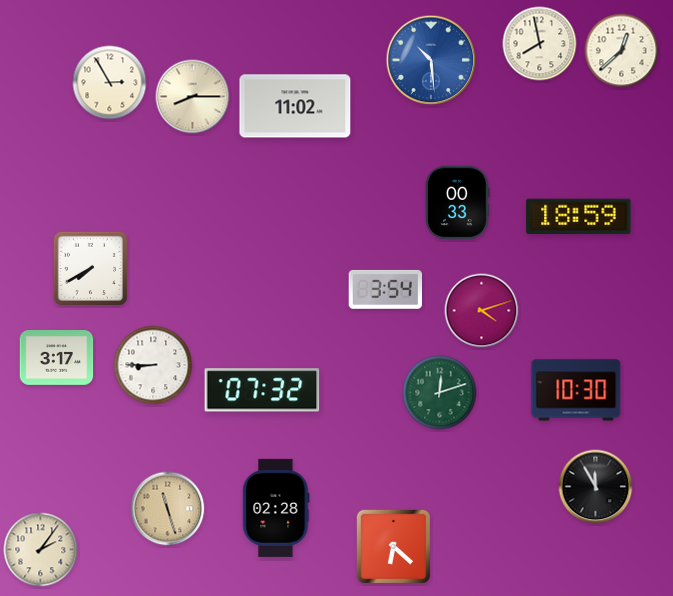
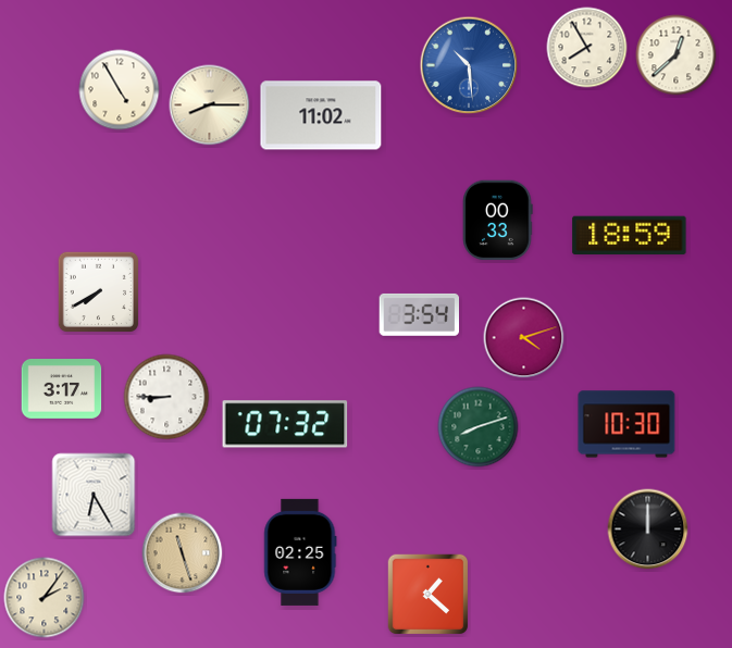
clock at (540, 44): 7:58 -> 7:55
clock at (110, 83): 2:55 -> 4:55
clock at (440, 393): 12:12 -> 8:12
clock at (94, 495): none -> 6:25
clock at (596, 487): 11:55 -> 12:00
clock at (276, 508): 02:28 -> 02:25
clock at (394, 547): 6:22 -> 1:22
